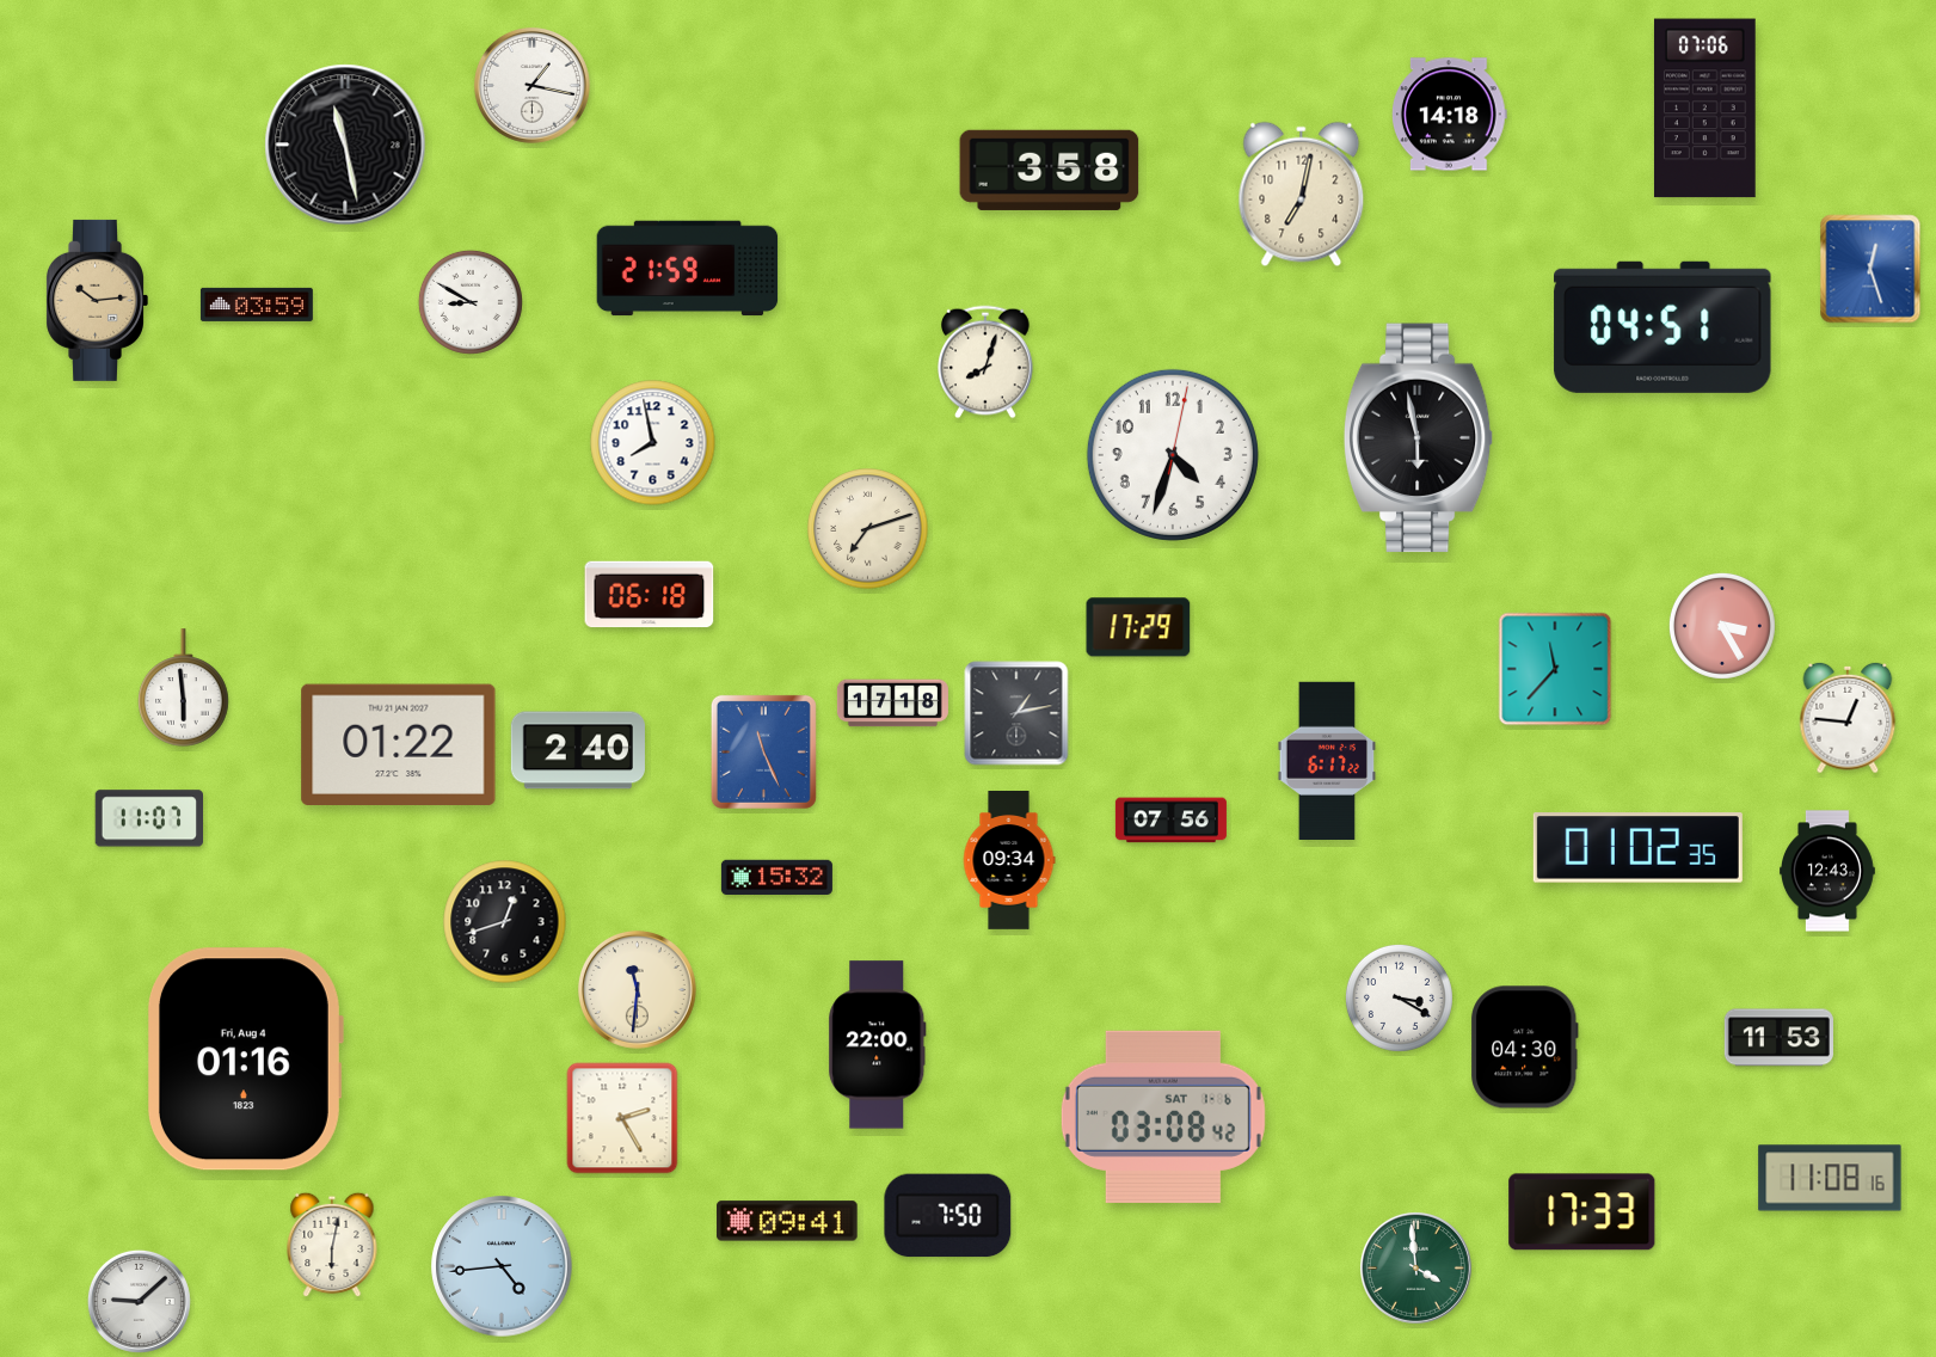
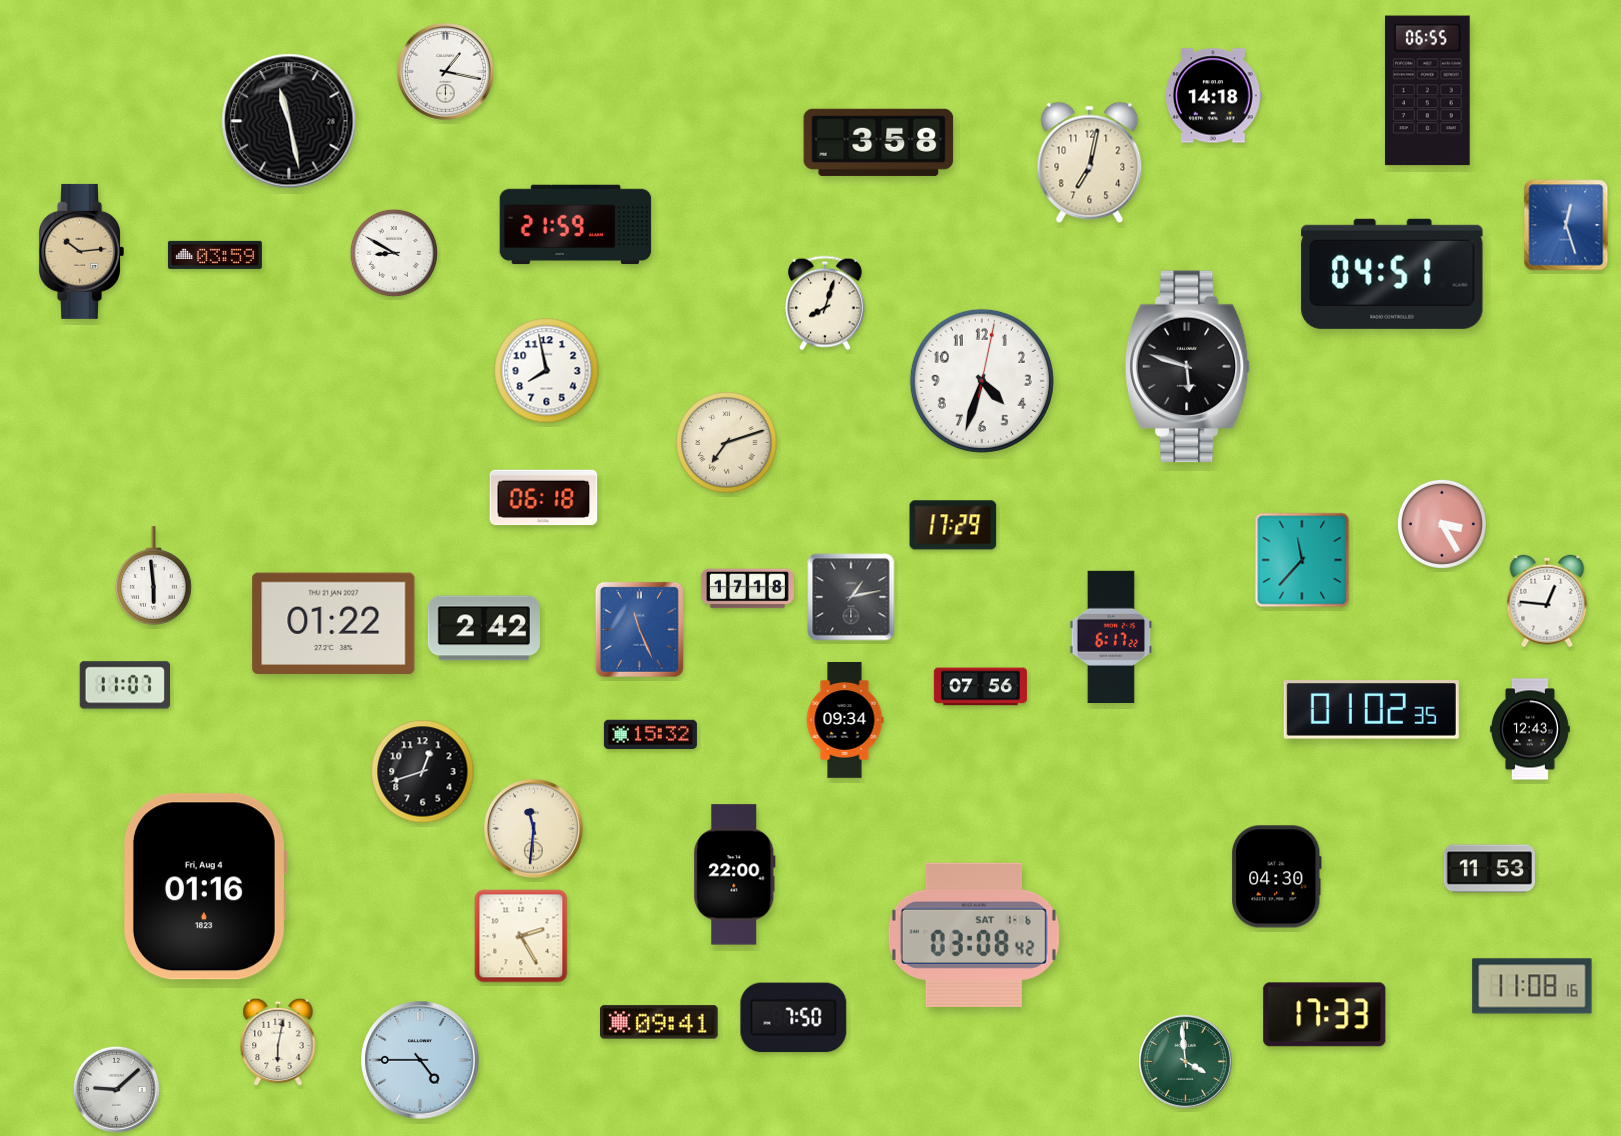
clock at (1704, 109): 07:06 -> 06:55
clock at (1419, 438): 5:58 -> 5:48
clock at (578, 750): 2:40 -> 2:42
clock at (1399, 997): 3:20 -> none
clock at (502, 1266): 4:44 -> 4:45
